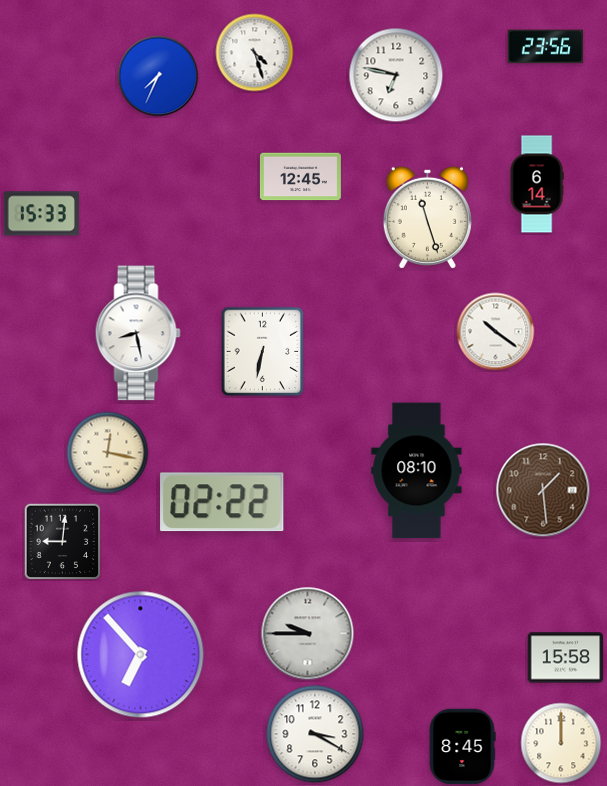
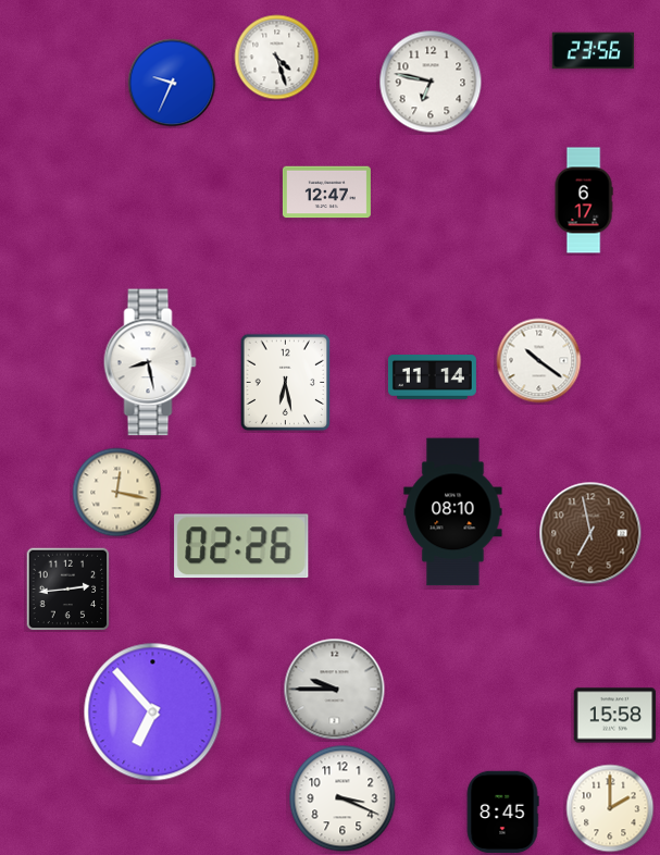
clock at (158, 76): 7:34 -> 9:34
clock at (300, 177): 12:45 -> 12:47
clock at (537, 184): 6:14 -> 6:17
clock at (42, 214): 15:33 -> none
clock at (427, 217): 11:27 -> none
clock at (432, 377): none -> 11:14
clock at (263, 352): 6:32 -> 6:28
clock at (543, 490): 1:29 -> 6:58
clock at (222, 502): 02:22 -> 02:26
clock at (63, 542): 9:01 -> 2:44
clock at (315, 734): 3:20 -> 3:19
clock at (561, 743): 12:00 -> 2:00
